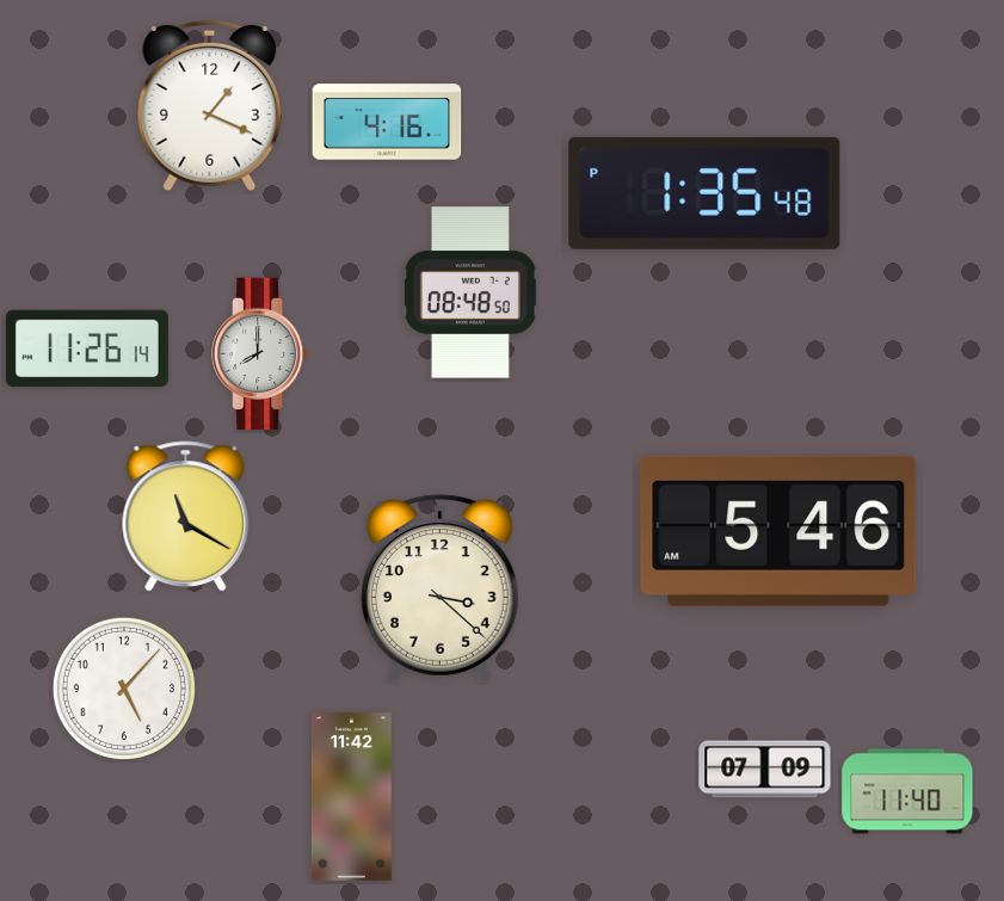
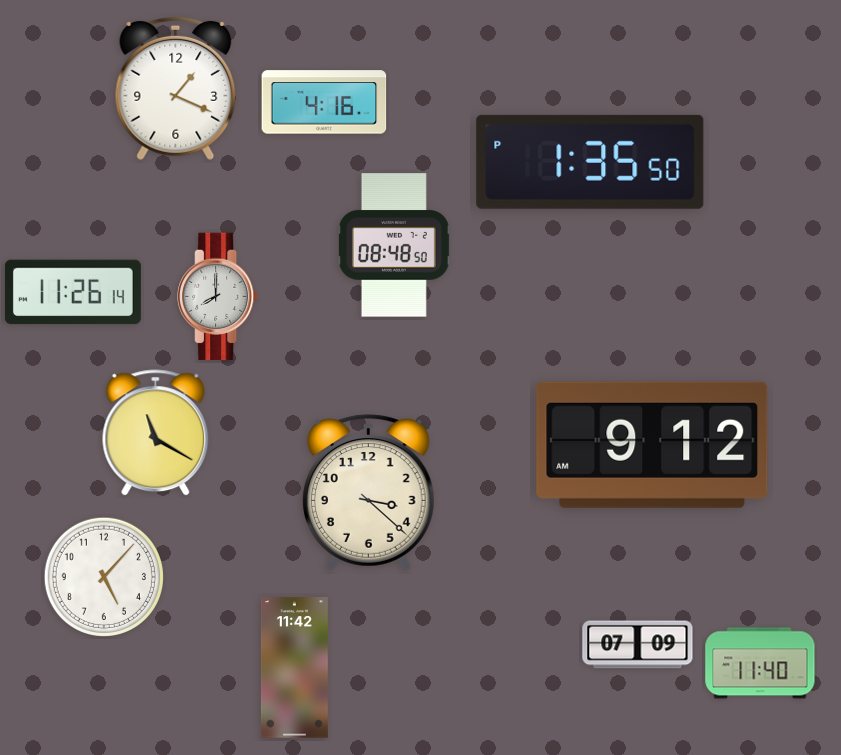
clock at (704, 193): 1:35:48 PM -> 1:35:50 PM
clock at (778, 531): 5:46 -> 9:12
clock at (765, 770) position: (765, 770) -> (638, 645)
